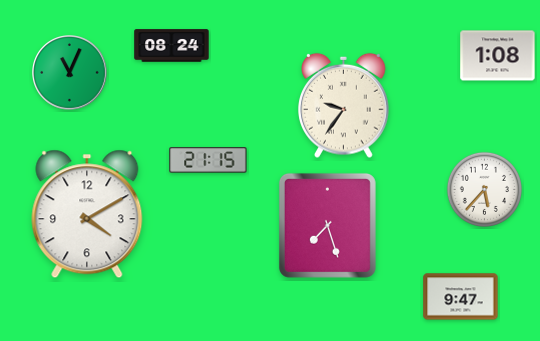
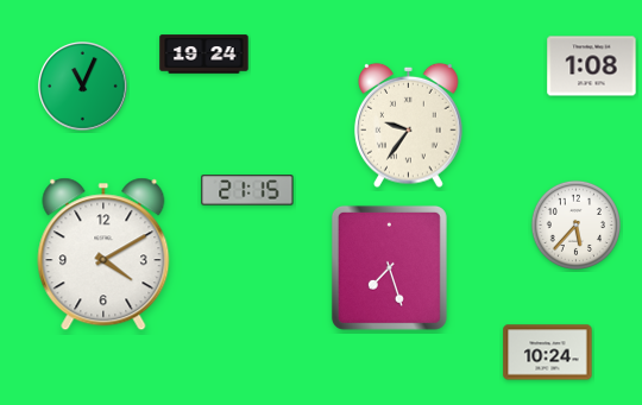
clock at (172, 46): 08:24 -> 19:24
clock at (461, 297): 9:47 -> 10:24
